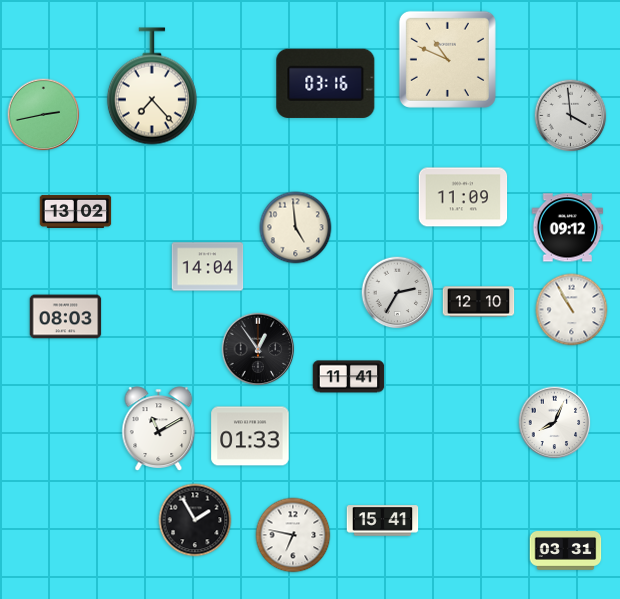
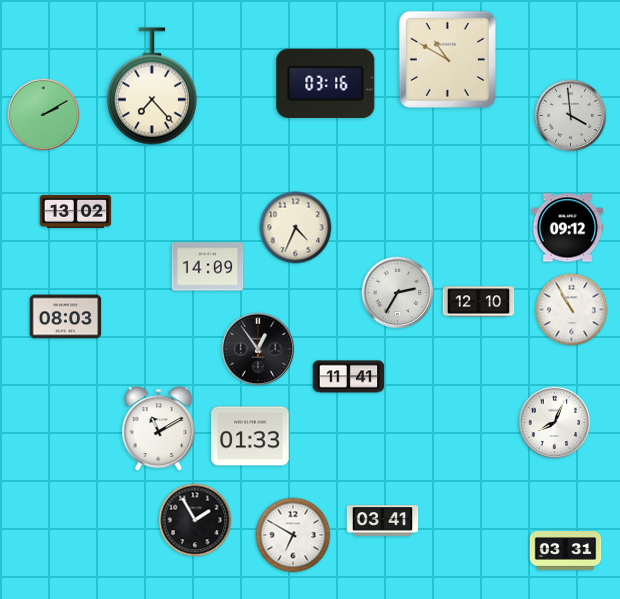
clock at (447, 59): 10:49 -> 10:50
clock at (44, 115): 2:43 -> 2:10
clock at (463, 197): 11:09 -> none
clock at (296, 228): 4:59 -> 4:34
clock at (208, 267): 14:04 -> 14:09
clock at (383, 521): 15:41 -> 03:41
clock at (293, 535): 6:47 -> 6:50
